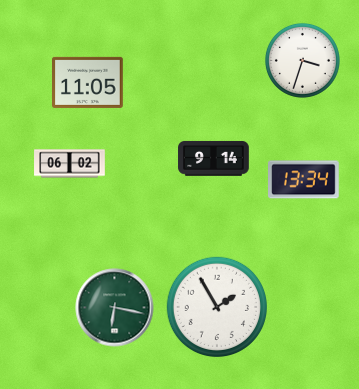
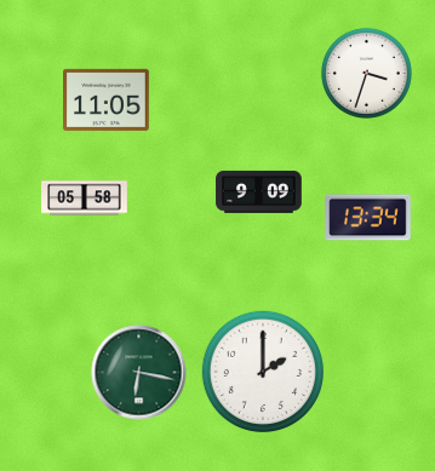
clock at (214, 158): 9:14 -> 9:09
clock at (70, 164): 06:02 -> 05:58
clock at (216, 306): 1:55 -> 2:00
